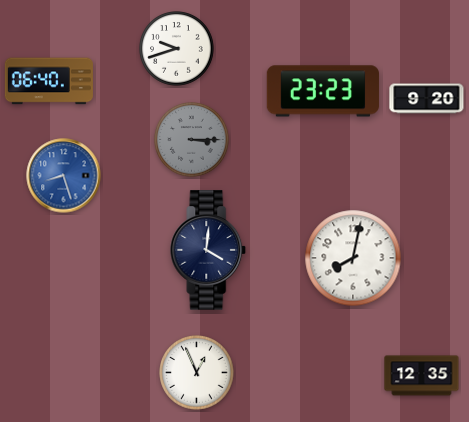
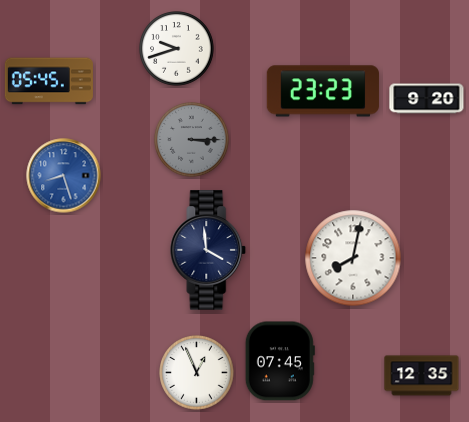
clock at (49, 81): 06:40 -> 05:45
clock at (208, 250): 4:01 -> 3:59
clock at (280, 361): none -> 07:45
